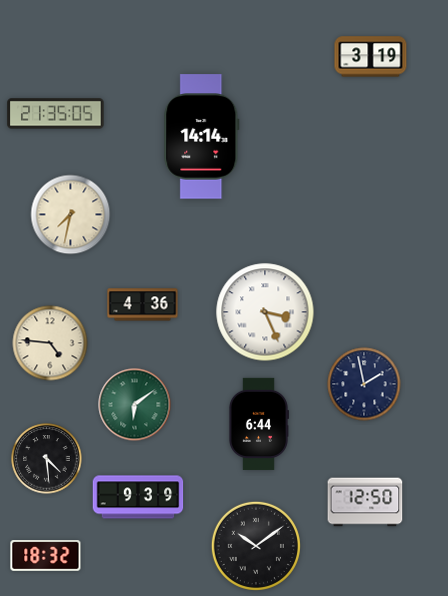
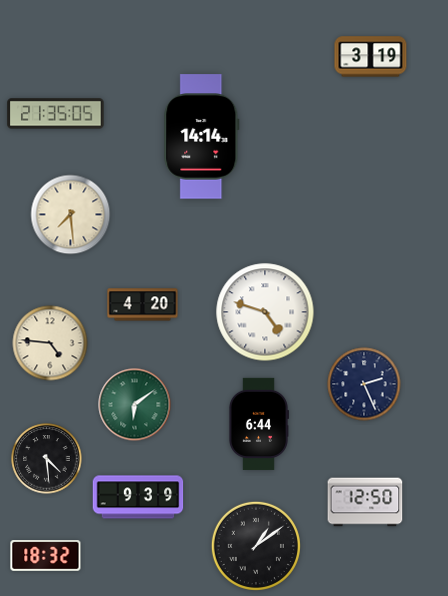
clock at (71, 215): 7:32 -> 7:29
clock at (143, 305): 4:36 -> 4:20
clock at (265, 312): 3:26 -> 4:48
clock at (364, 384): 1:58 -> 2:26
clock at (256, 546): 10:09 -> 1:09
